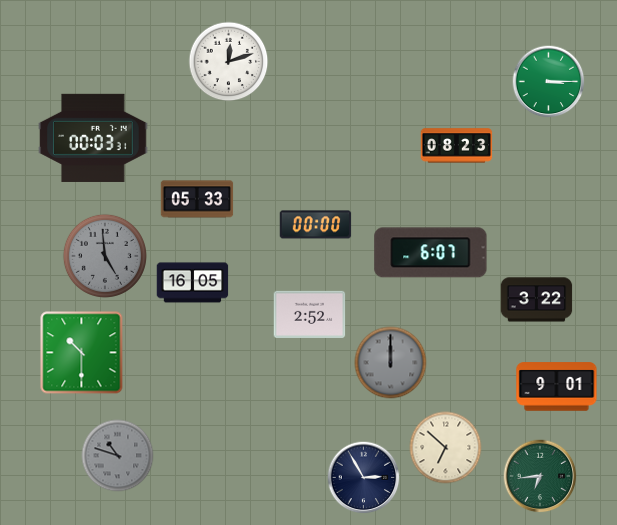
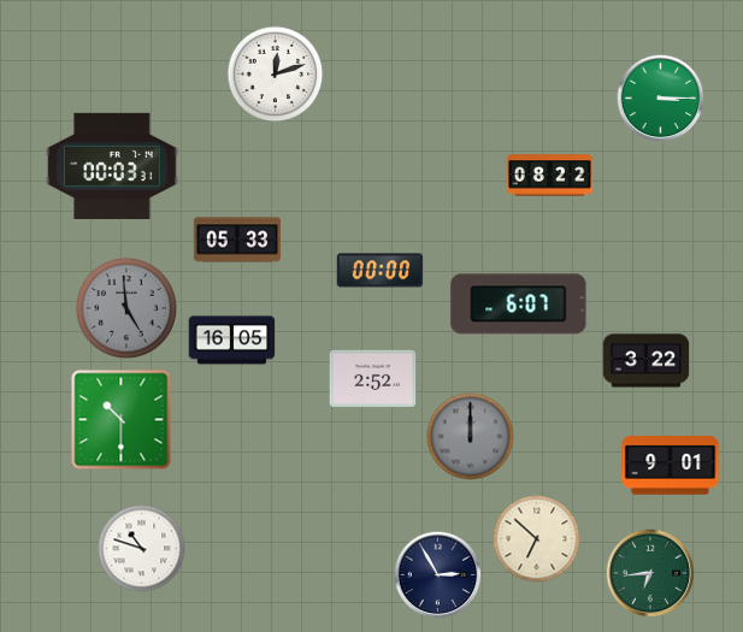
clock at (457, 146): 08:23 -> 08:22
clock at (82, 353) position: (82, 353) -> (122, 420)
clock at (118, 456) dial: grey -> white
